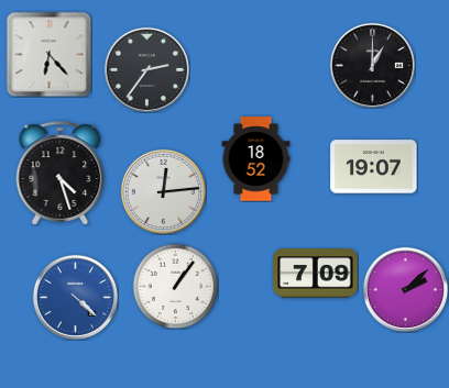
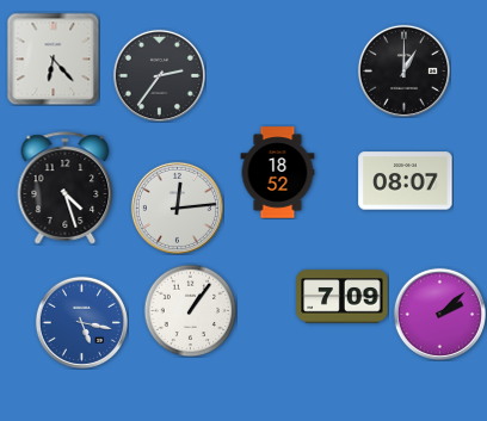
clock at (374, 167): 19:07 -> 08:07
clock at (75, 297): 4:22 -> 5:17
